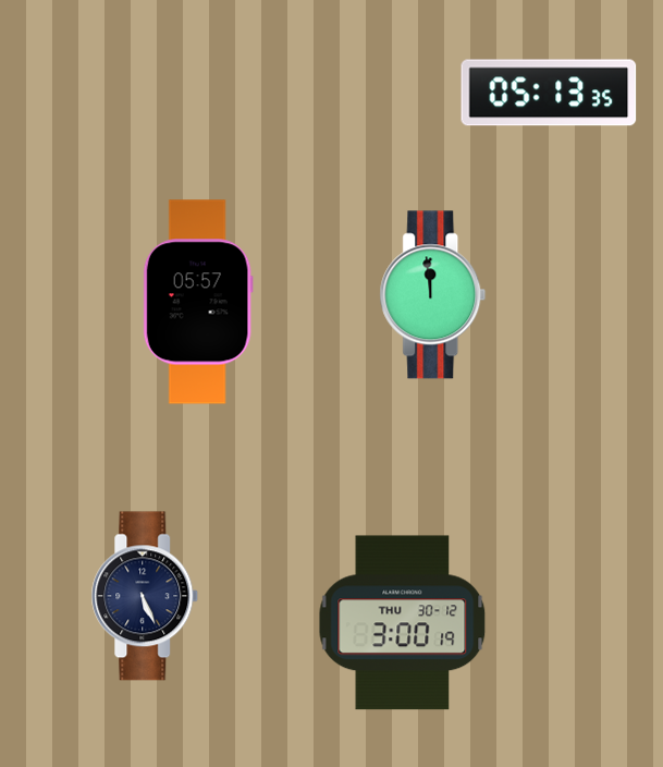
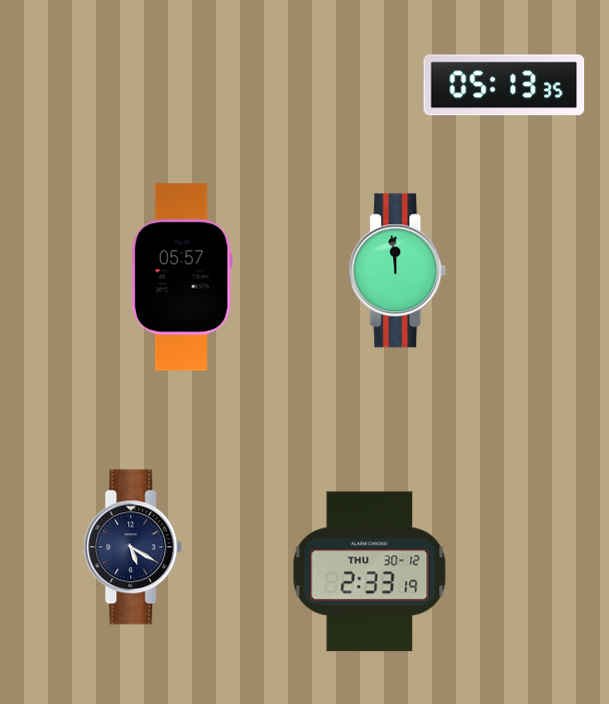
clock at (145, 596): 5:26 -> 5:20
clock at (403, 623): 3:00 -> 2:33
